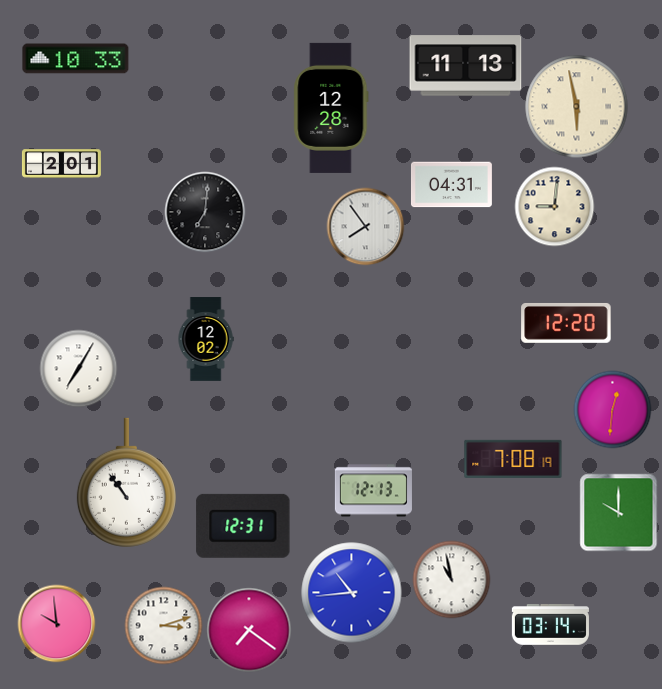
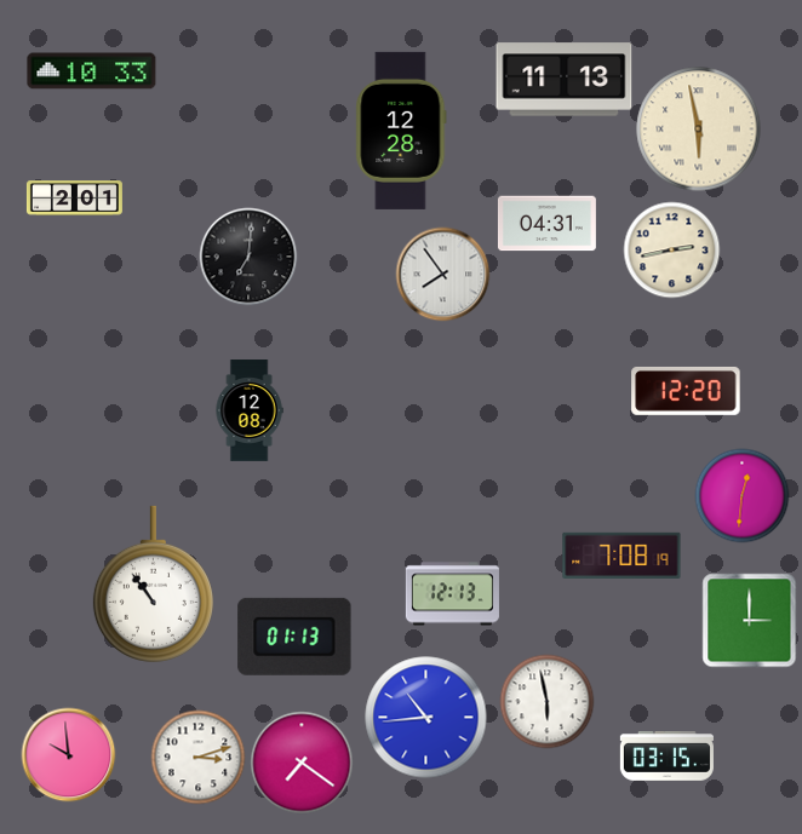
clock at (554, 206): 9:01 -> 2:43
clock at (206, 339): 12:02 -> 12:08
clock at (78, 368): 7:05 -> none
clock at (618, 512): 10:00 -> 3:00
clock at (243, 526): 12:31 -> 01:13
clock at (451, 579): 10:58 -> 5:58
clock at (550, 625): 03:14 -> 03:15
